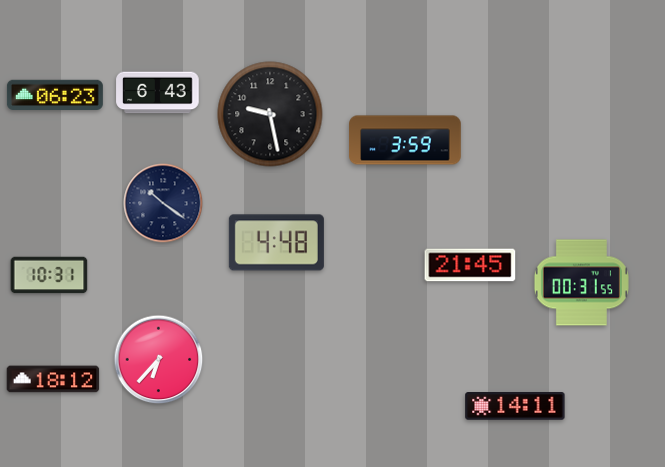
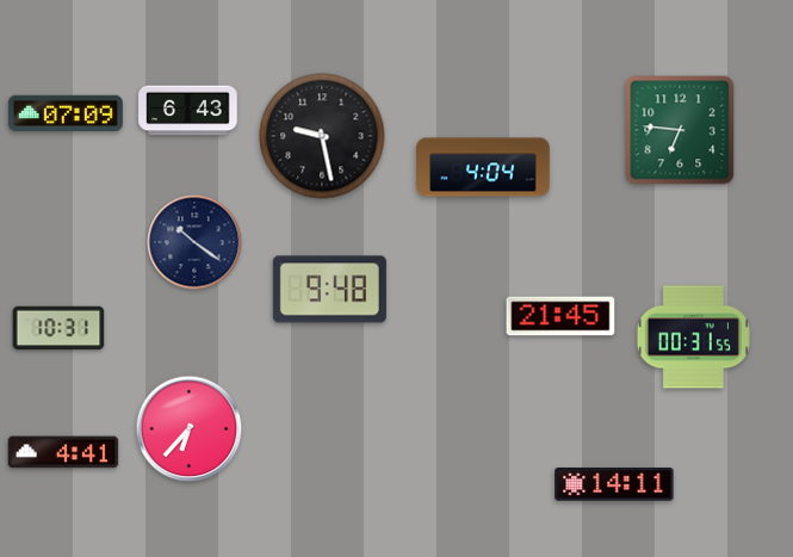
clock at (55, 95): 06:23 -> 07:09
clock at (680, 130): none -> 6:46
clock at (405, 140): 3:59 -> 4:04
clock at (276, 243): 4:48 -> 9:48
clock at (53, 379): 18:12 -> 4:41
